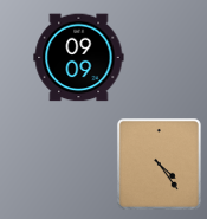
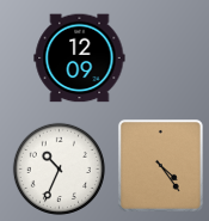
clock at (79, 58): 09:09 -> 12:09
clock at (59, 168): none -> 10:34
